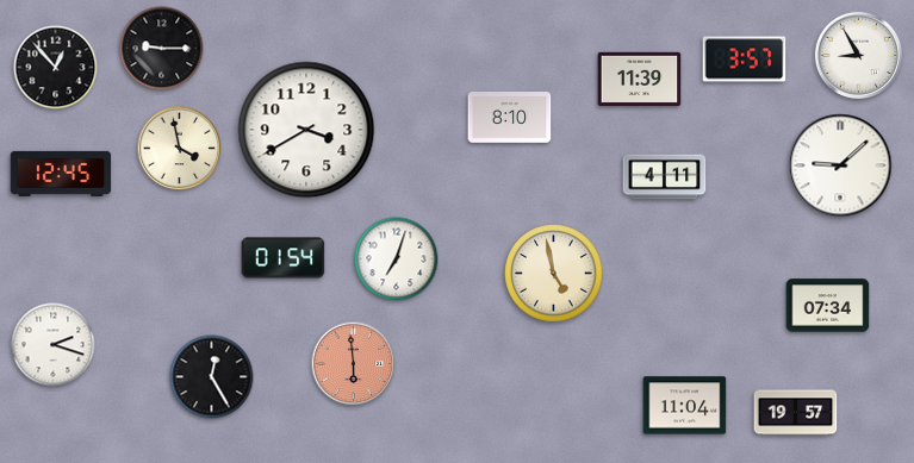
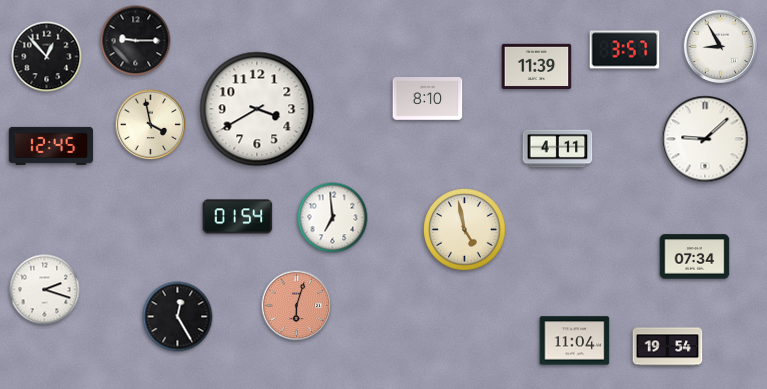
clock at (397, 259): 7:03 -> 6:59
clock at (354, 364): 5:59 -> 6:03
clock at (796, 413): 19:57 -> 19:54
